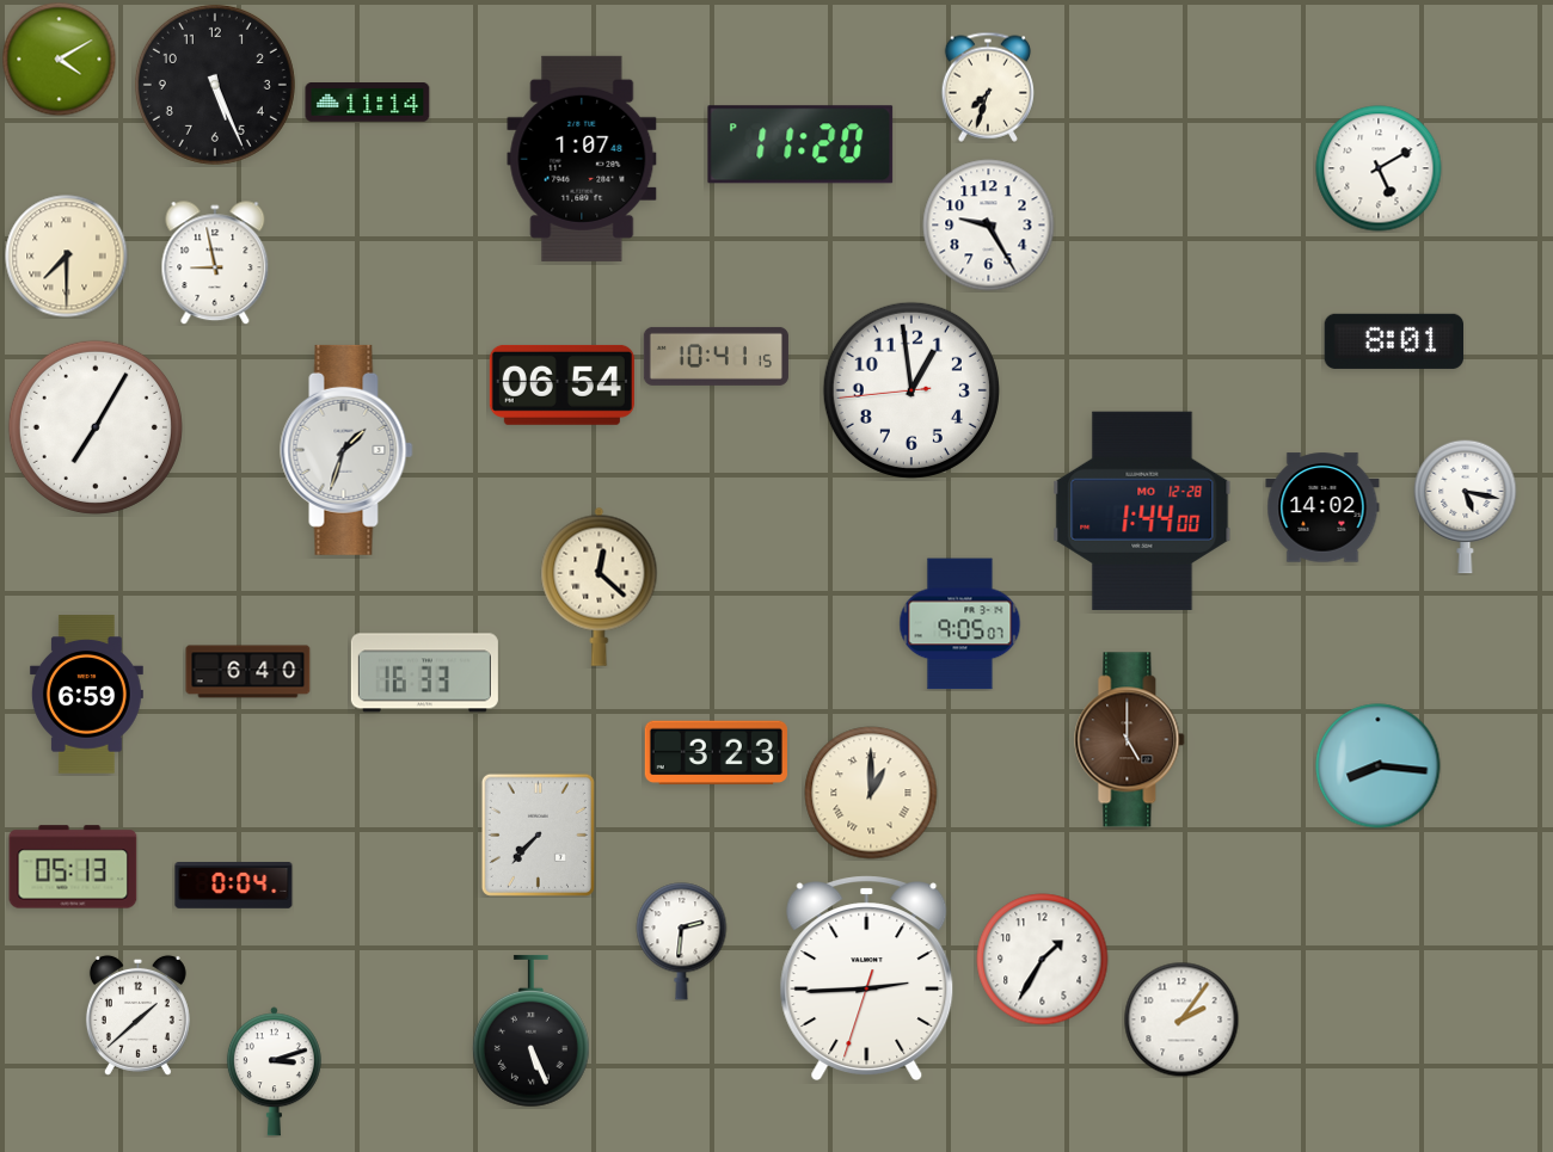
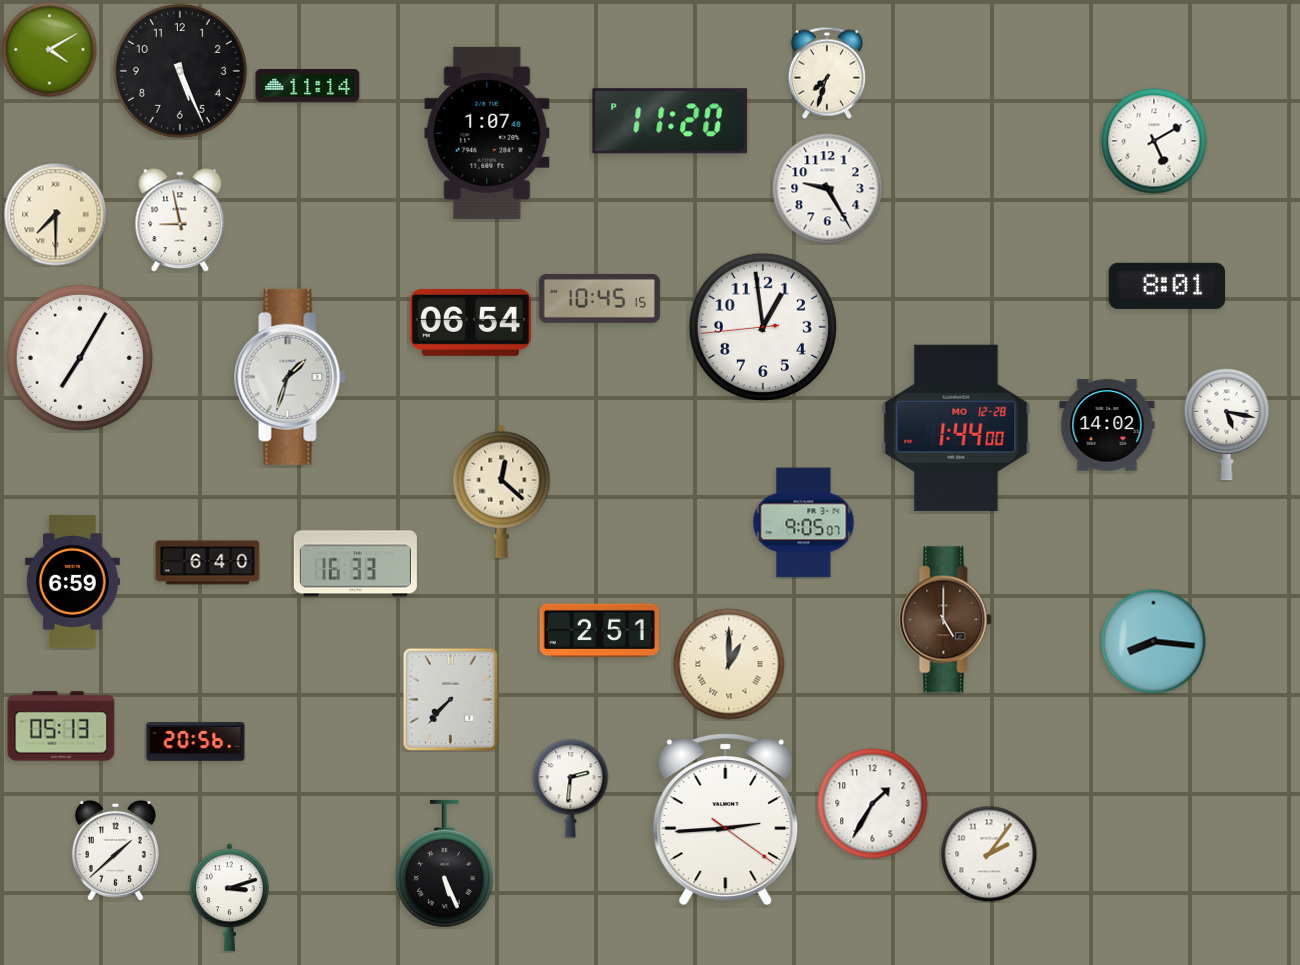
clock at (716, 356): 10:41 -> 10:45
clock at (716, 753): 3:23 -> 2:51
clock at (234, 886): 0:04 -> 20:56
clock at (867, 978): 2:44:33 -> 2:44:21
